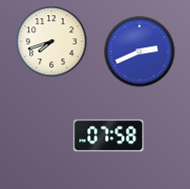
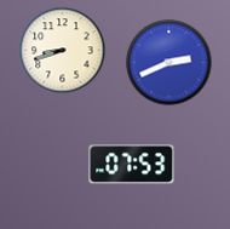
clock at (52, 42): 7:42 -> 8:42
clock at (109, 136): 07:58 -> 07:53
